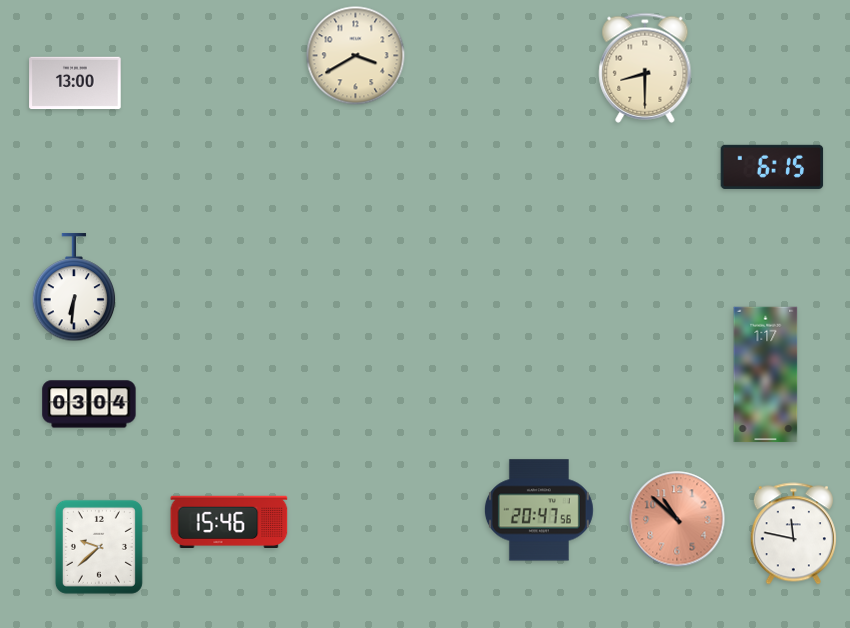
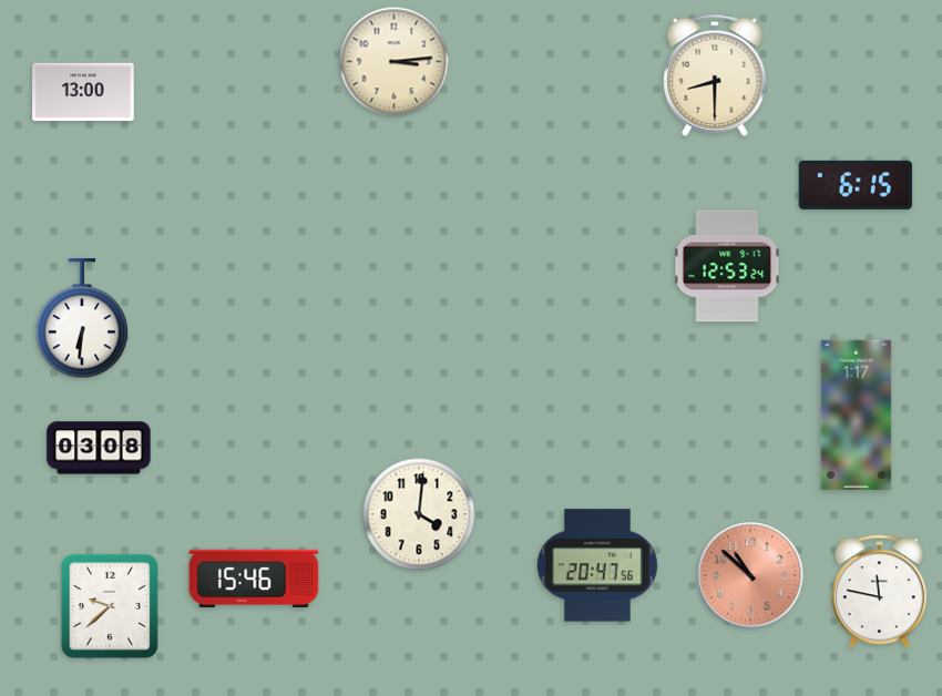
clock at (356, 56): 3:40 -> 3:14
clock at (727, 266): none -> 12:53
clock at (766, 375) position: (766, 375) -> (857, 416)
clock at (89, 404): 03:04 -> 03:08
clock at (419, 514): none -> 4:01
